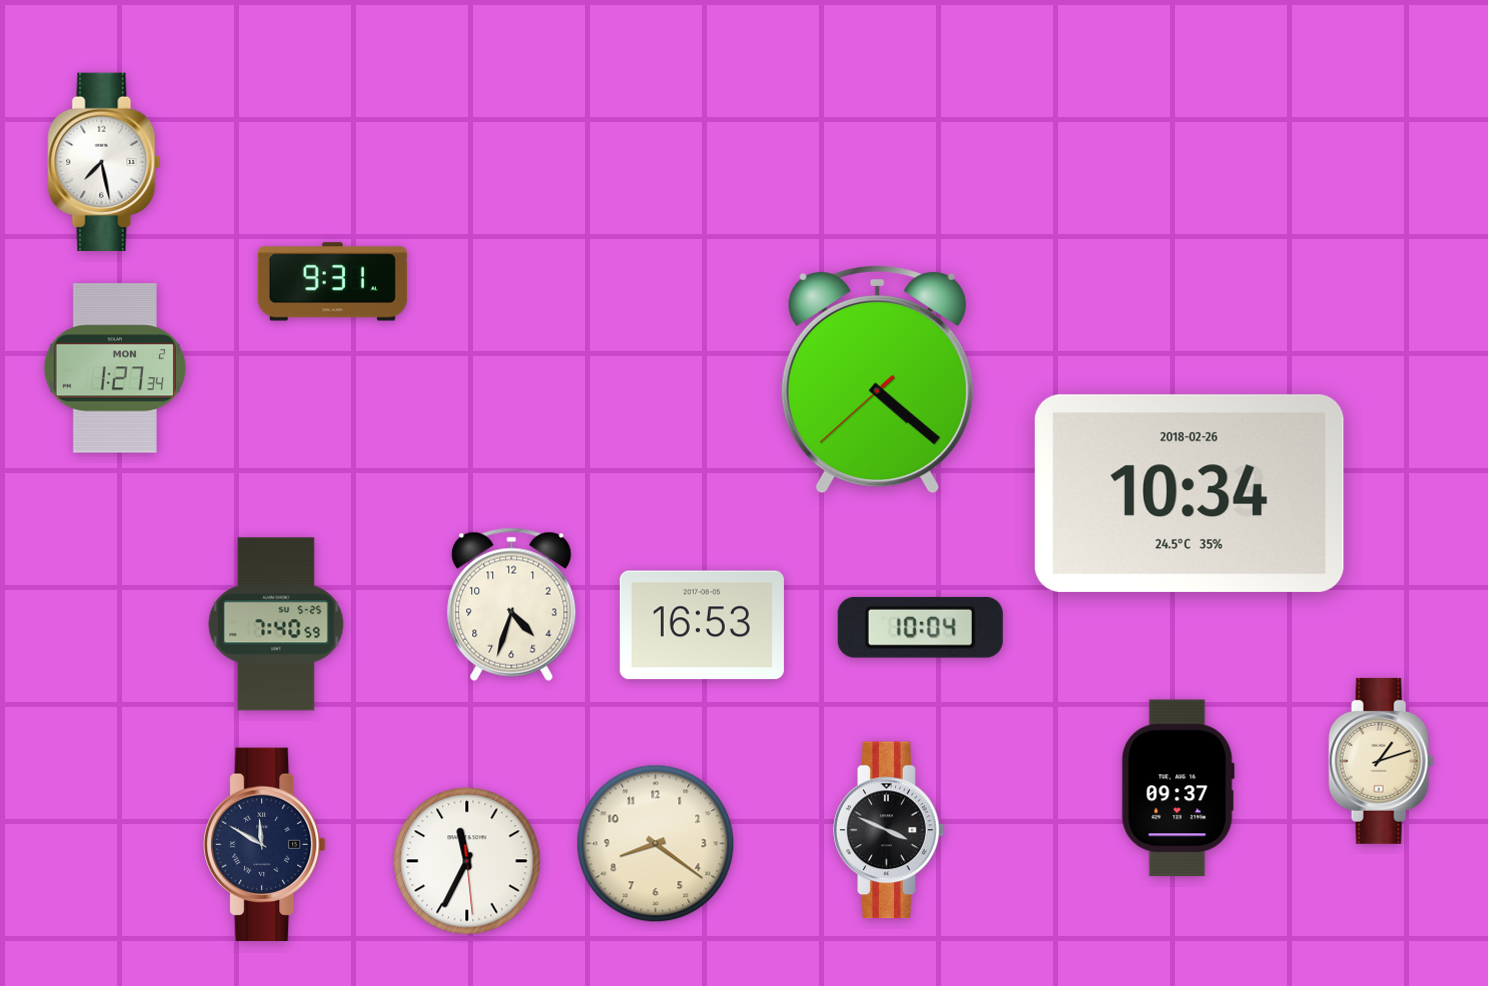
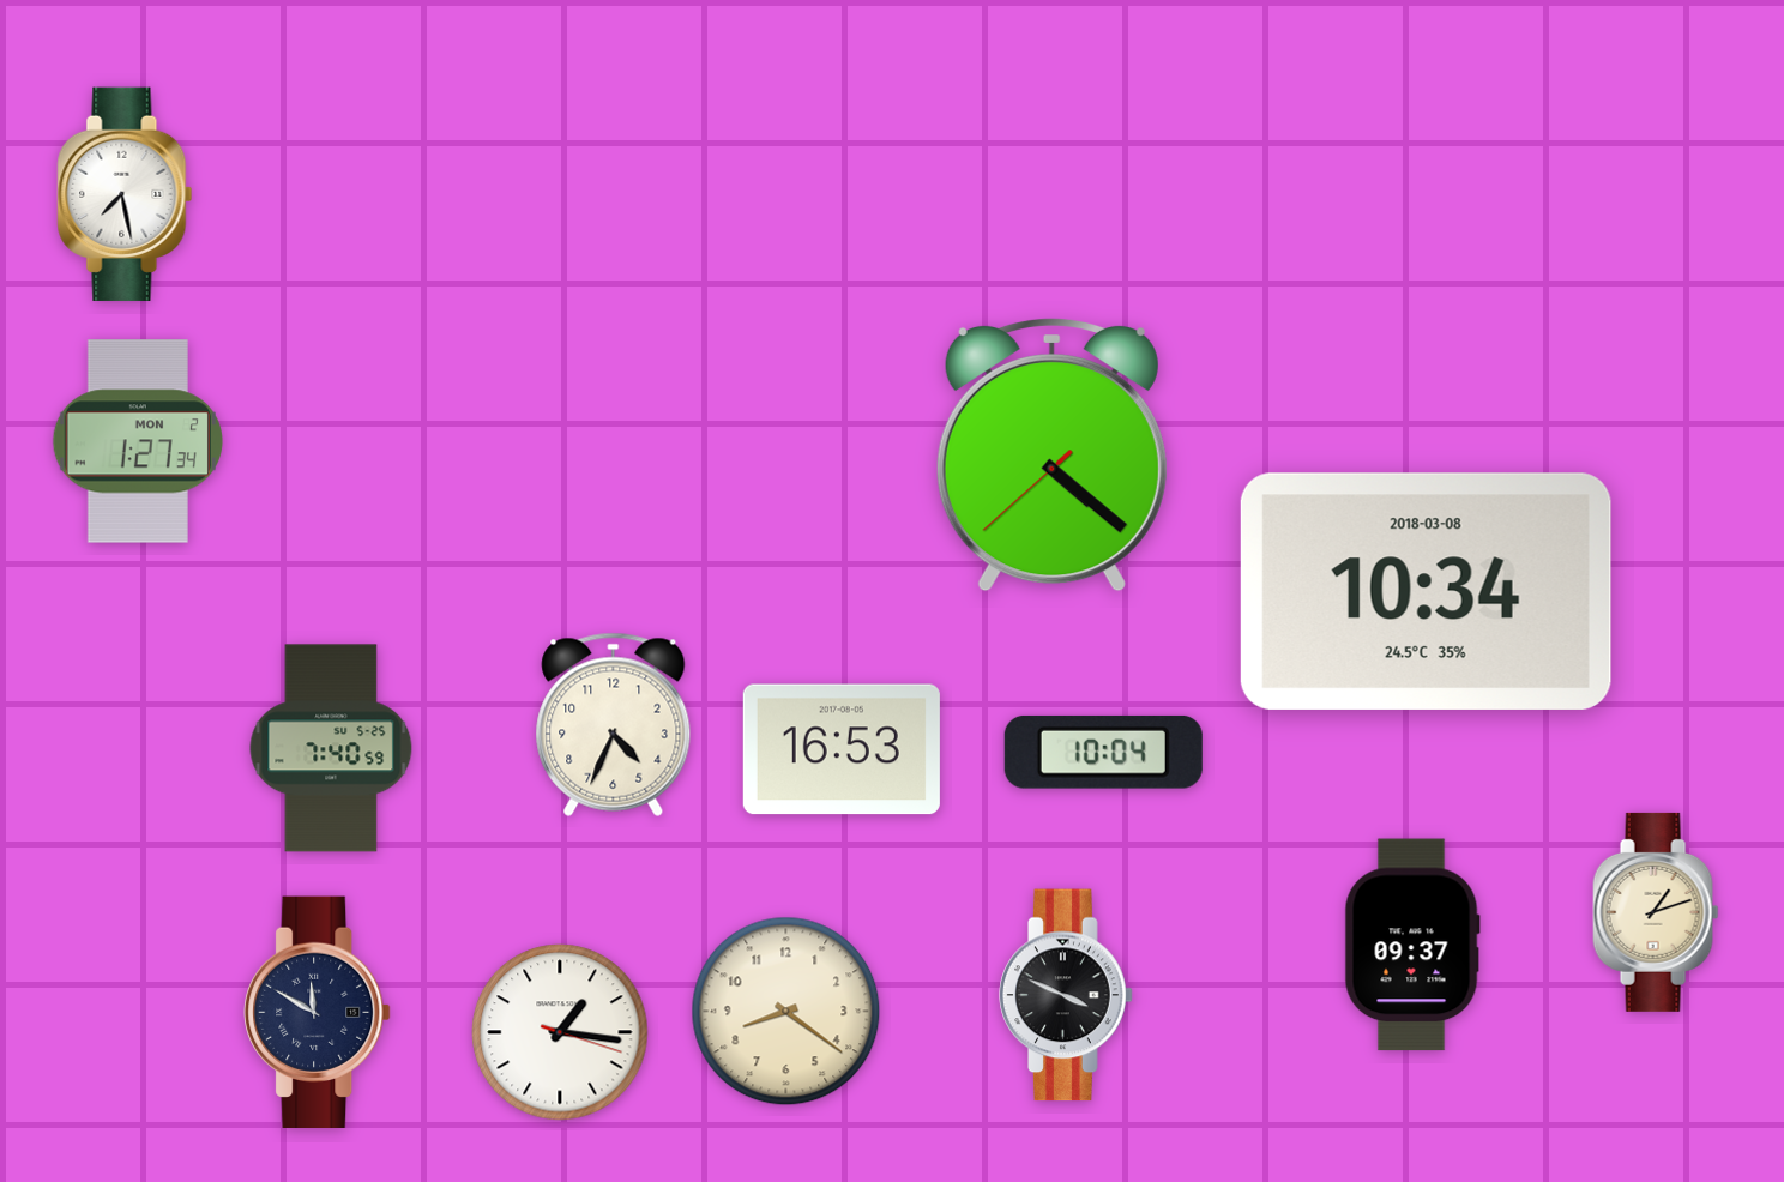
clock at (332, 282): 9:31 -> none
clock at (1189, 493) date: 2018-02-26 -> 2018-03-08
clock at (512, 604): 4:33 -> 4:34
clock at (467, 861): 11:34 -> 1:16
